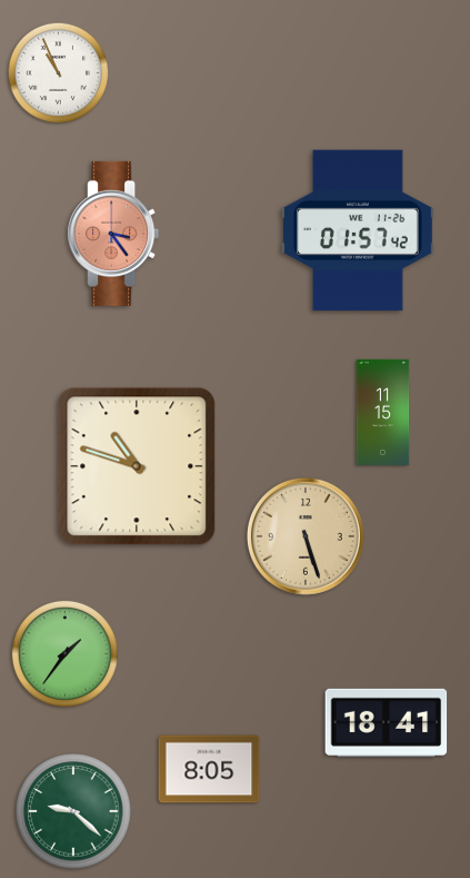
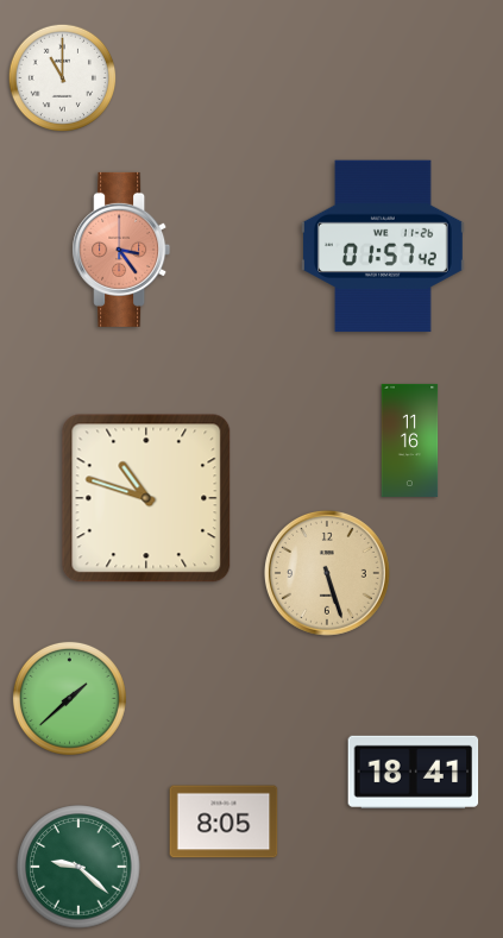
clock at (59, 73): 10:56 -> 11:00
clock at (383, 412): 11:15 -> 11:16
clock at (64, 653): 1:36 -> 1:38
